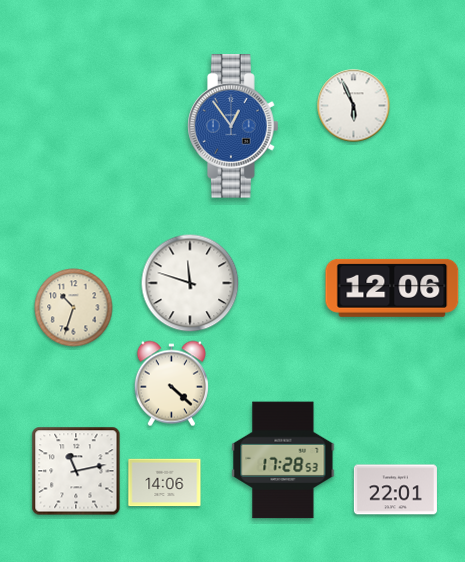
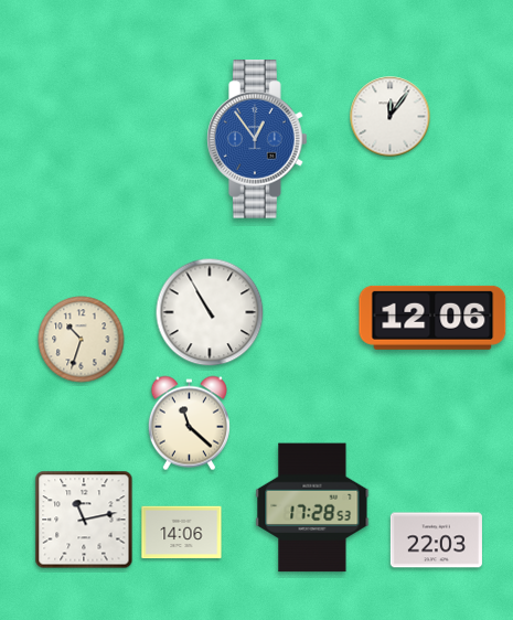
clock at (354, 106): 5:56 -> 12:06
clock at (190, 283): 11:48 -> 10:55
clock at (171, 384): 4:22 -> 11:22
clock at (395, 490): 22:01 -> 22:03
